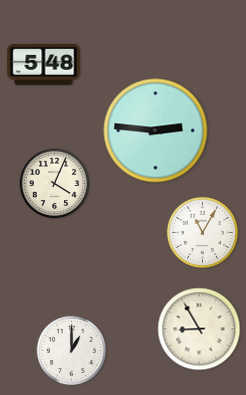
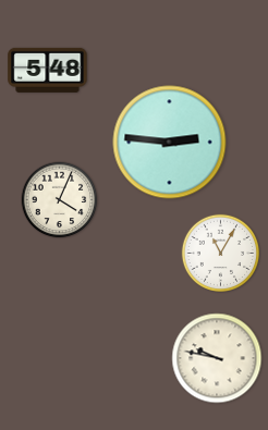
clock at (199, 329): 8:55 -> 9:47
clock at (72, 351): 1:00 -> none
